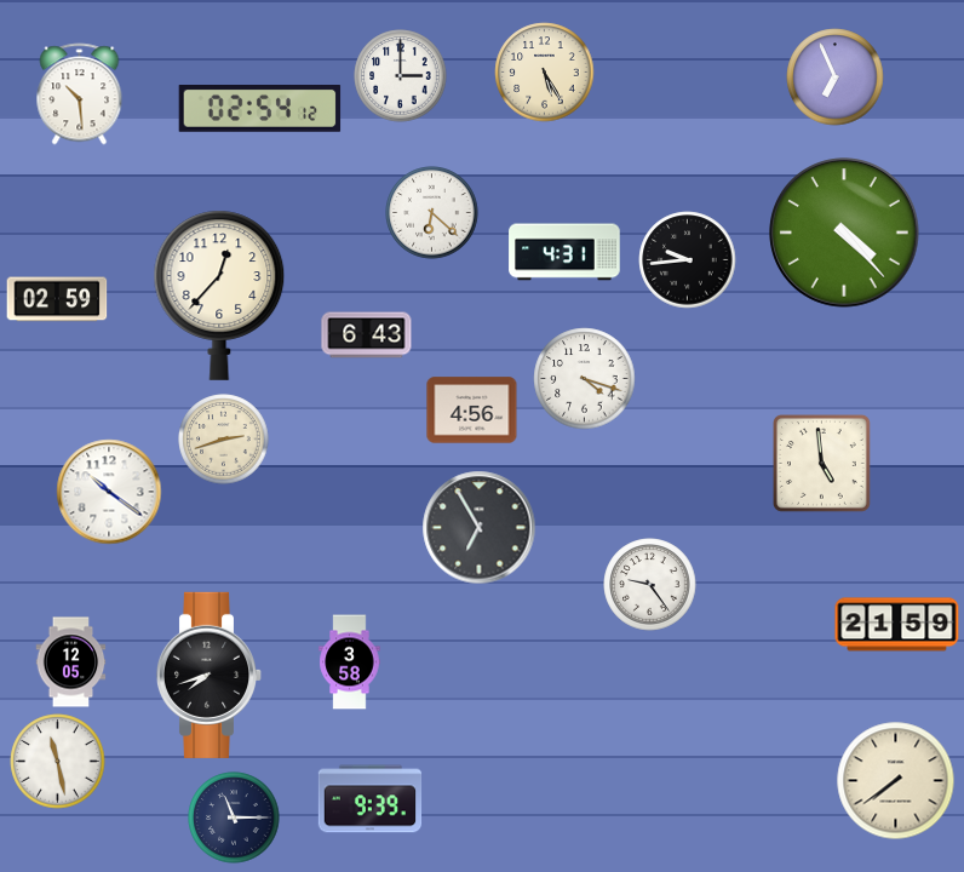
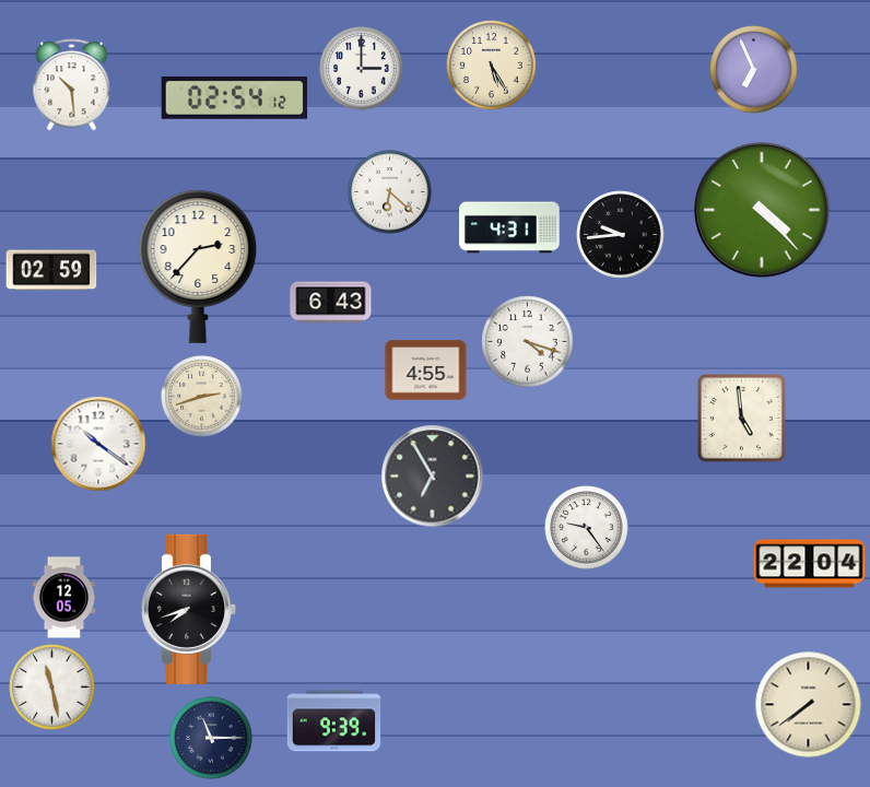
clock at (219, 296): 12:37 -> 2:37
clock at (472, 411): 4:56 -> 4:55
clock at (897, 625): 21:59 -> 22:04
clock at (350, 662): 3:58 -> none
